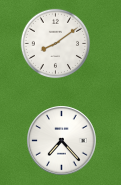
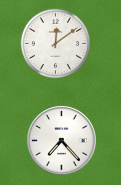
clock at (56, 44): 8:09 -> 12:09
